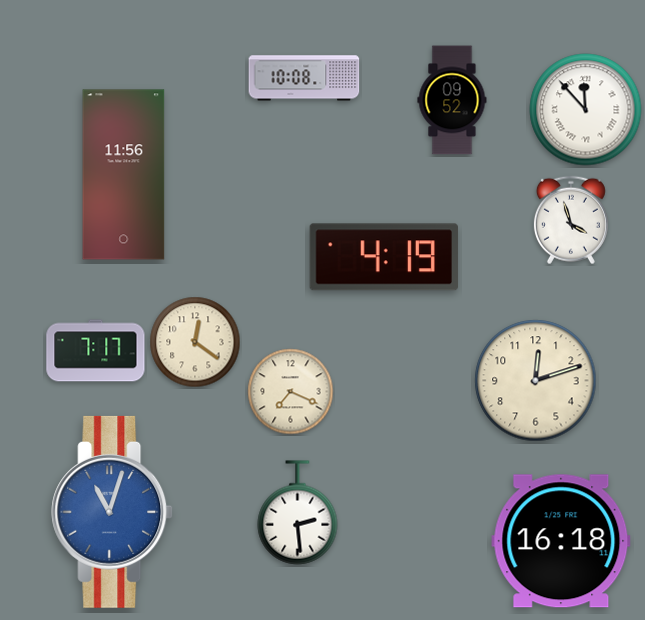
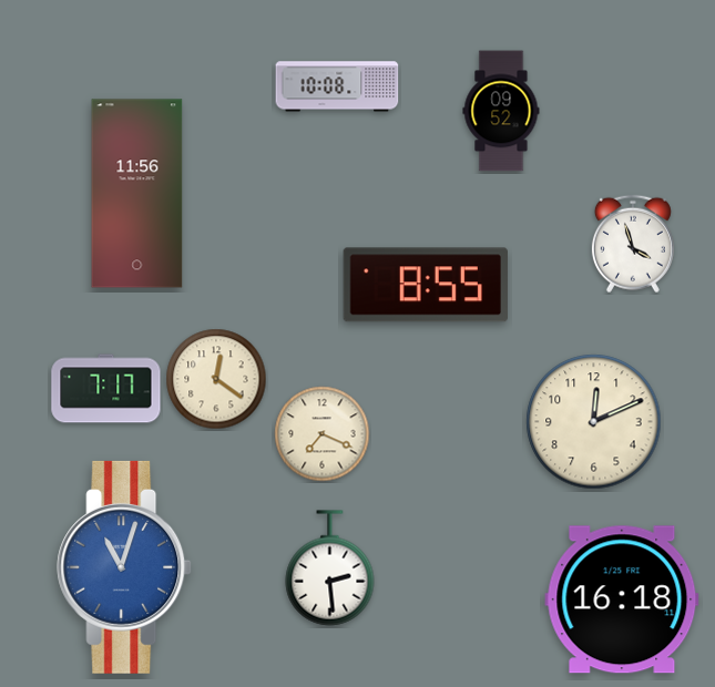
clock at (586, 110): 11:53 -> none
clock at (384, 257): 4:19 -> 8:55
clock at (536, 381): 12:12 -> 12:11
